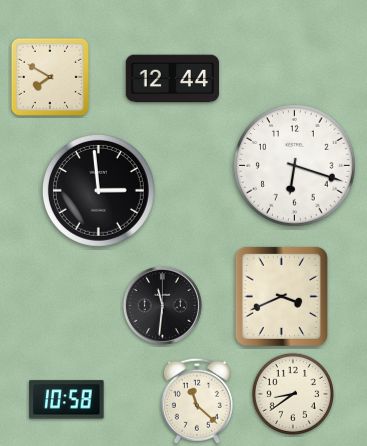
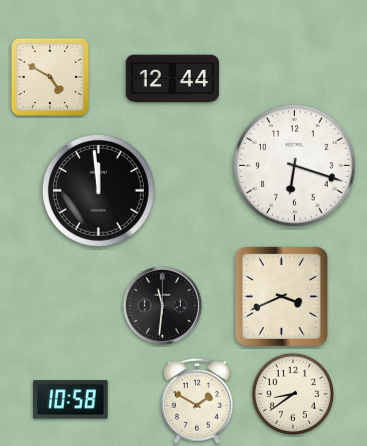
clock at (50, 77): 7:50 -> 4:50
clock at (98, 190): 2:59 -> 11:59
clock at (67, 400) position: (67, 400) -> (71, 400)
clock at (197, 401): 11:22 -> 1:50
